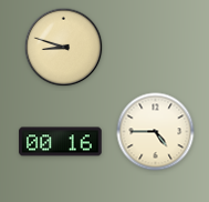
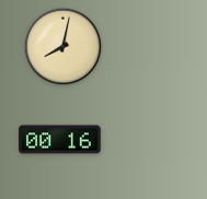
clock at (64, 48): 8:48 -> 8:02
clock at (156, 132): 4:45 -> none
